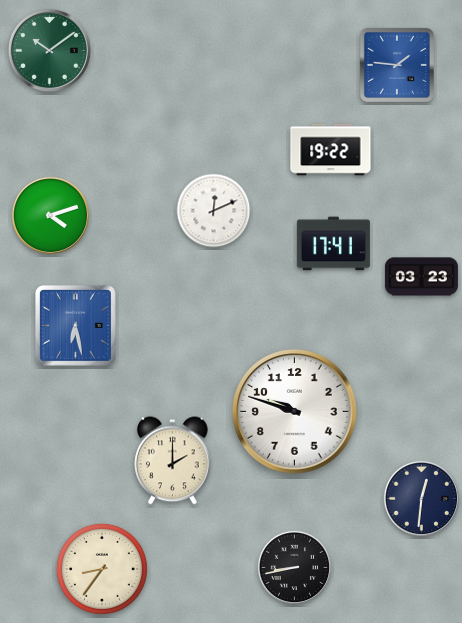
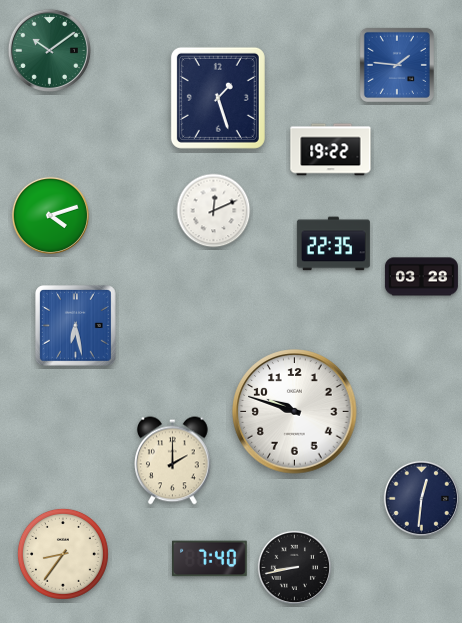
clock at (218, 98): none -> 1:27
clock at (333, 244): 17:41 -> 22:35
clock at (421, 277): 03:23 -> 03:28
clock at (210, 559): none -> 7:40
clock at (102, 569) position: (102, 569) -> (63, 554)
